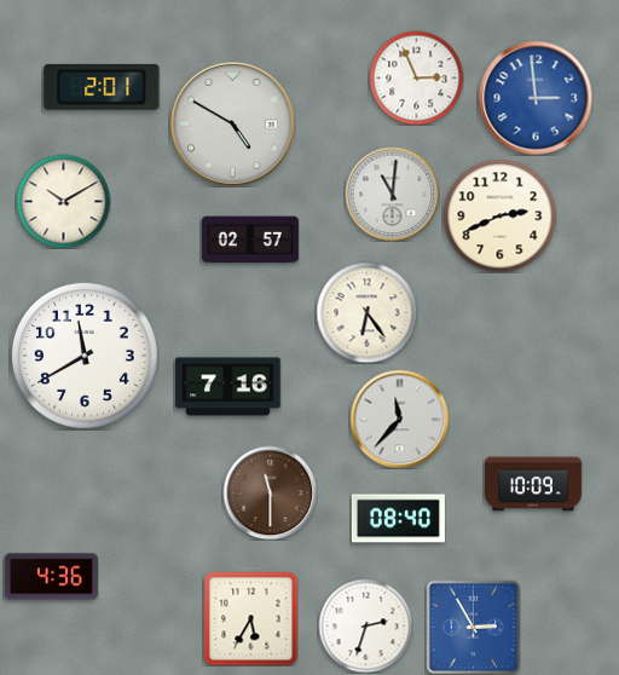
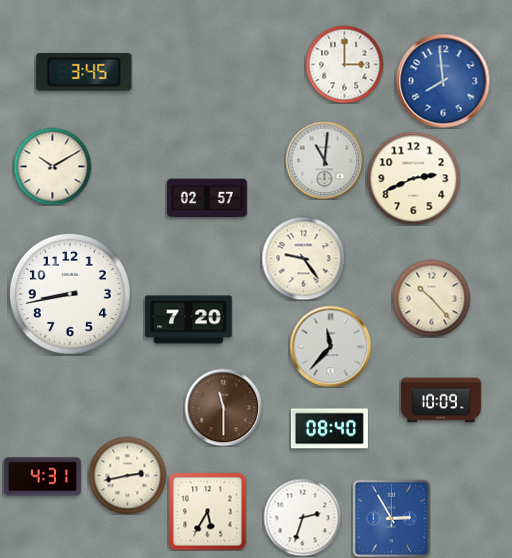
clock at (416, 77): 2:56 -> 3:00
clock at (102, 87): 2:01 -> 3:45
clock at (536, 98): 2:59 -> 7:59
clock at (233, 125): 4:50 -> none
clock at (366, 312): 6:24 -> 9:24
clock at (85, 356): 11:40 -> 8:43
clock at (431, 298): none -> 10:23
clock at (228, 387): 7:16 -> 7:20
clock at (127, 475): none -> 2:43
clock at (51, 577): 4:36 -> 4:31
